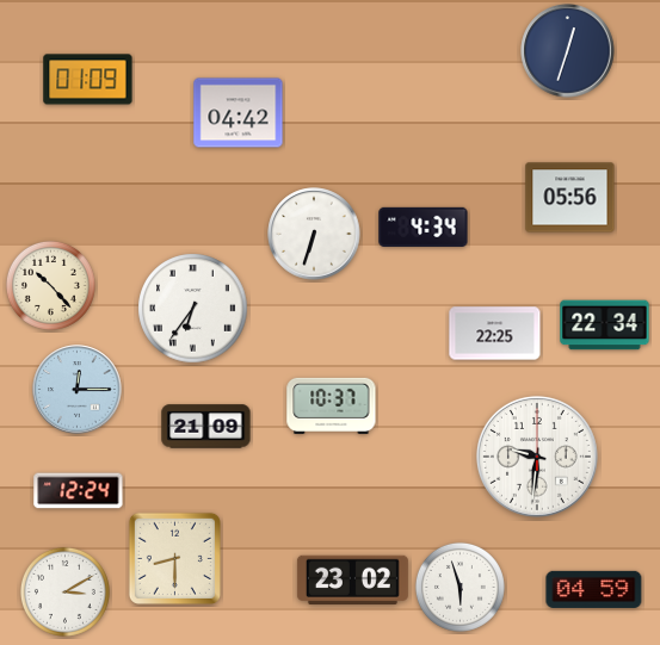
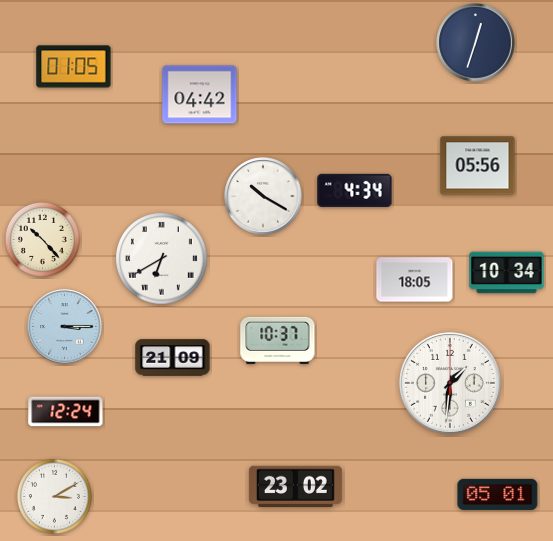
clock at (88, 80): 01:09 -> 01:05
clock at (314, 234): 6:33 -> 10:20
clock at (193, 309): 6:36 -> 6:40
clock at (605, 325): 22:34 -> 10:34
clock at (495, 334): 22:25 -> 18:05
clock at (78, 390): 12:15 -> 3:15
clock at (537, 457): 9:31 -> 1:31
clock at (174, 558): 8:30 -> none
clock at (459, 587): 5:57 -> none
clock at (594, 589): 04:59 -> 05:01
